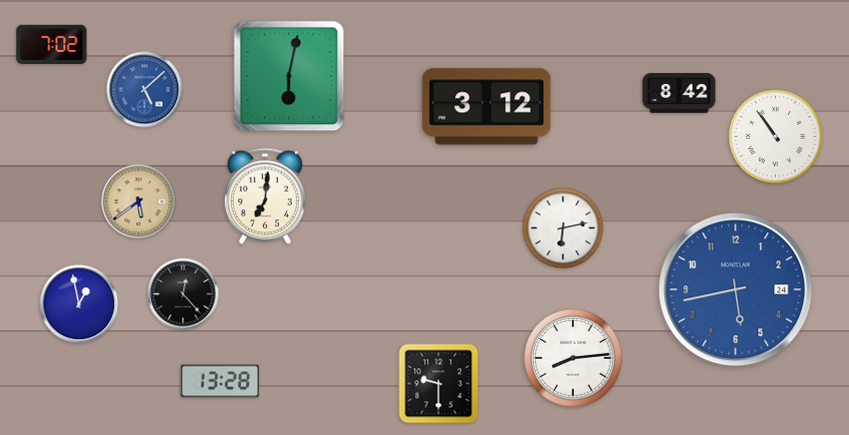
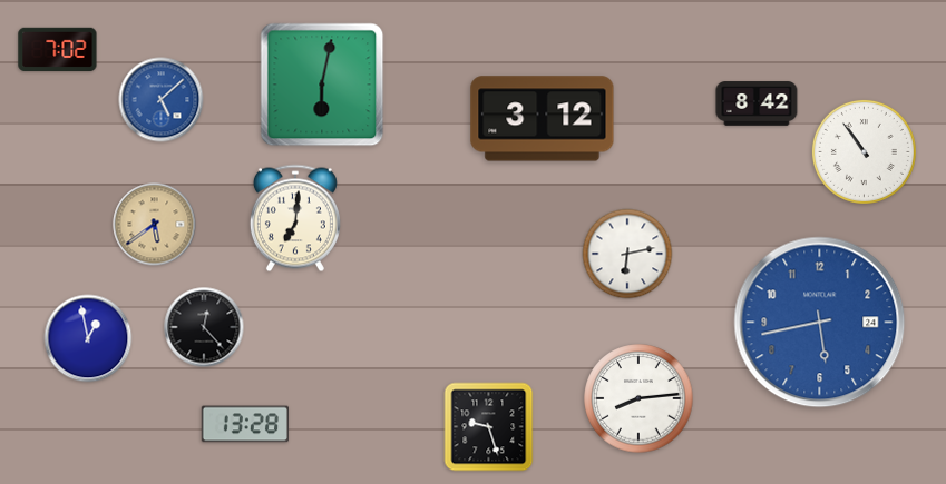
clock at (439, 384): 9:30 -> 9:27
